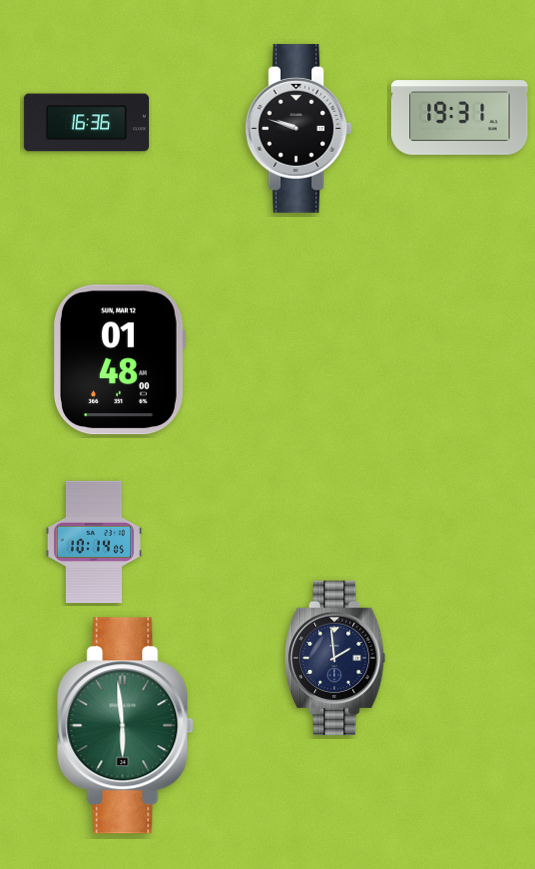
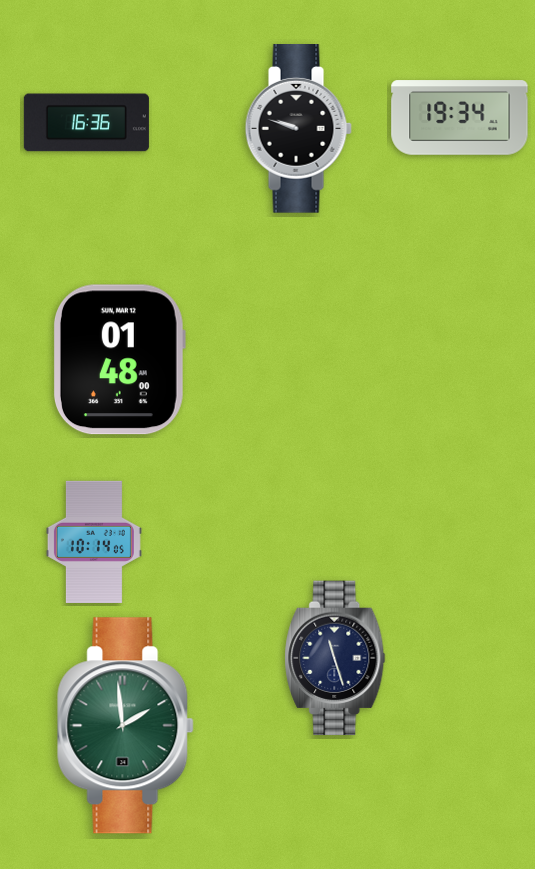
clock at (460, 118): 19:31 -> 19:34
clock at (335, 658): 1:59 -> 11:27
clock at (126, 726): 5:59 -> 1:59
